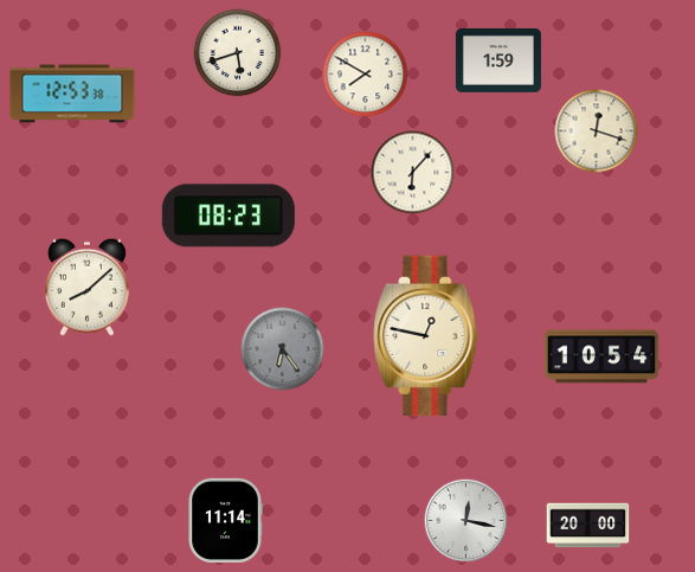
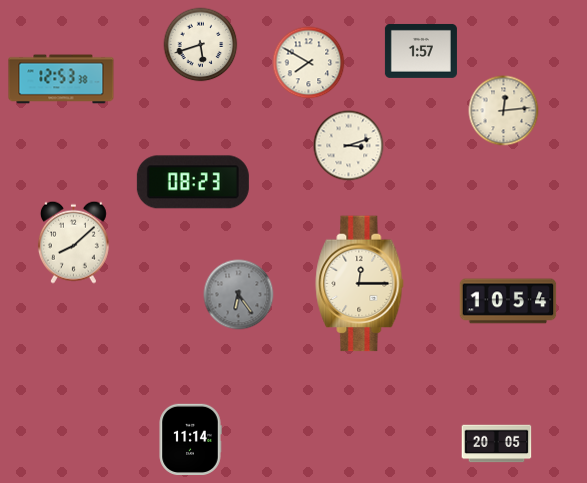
clock at (498, 60): 1:59 -> 1:57
clock at (597, 131): 12:18 -> 12:14
clock at (413, 173): 6:07 -> 3:12
clock at (426, 336): 12:47 -> 12:15
clock at (466, 521): 12:17 -> none
clock at (588, 526): 20:00 -> 20:05
